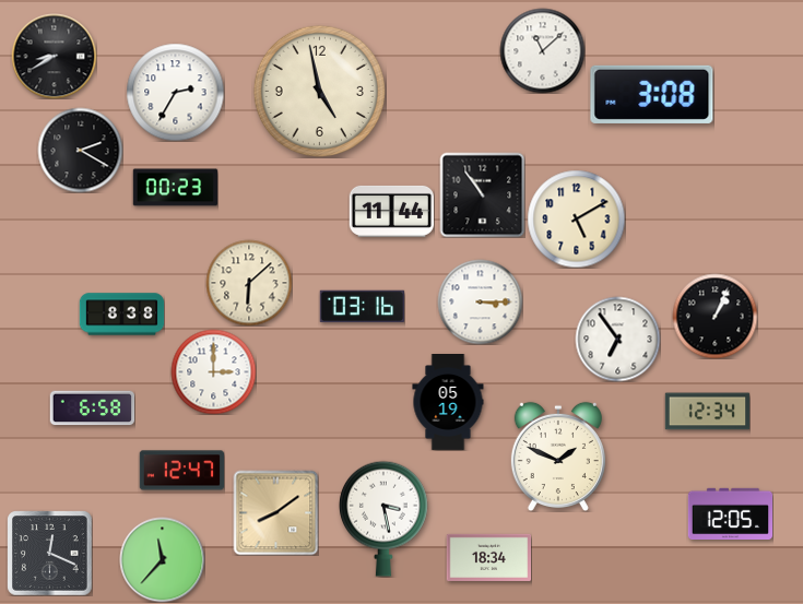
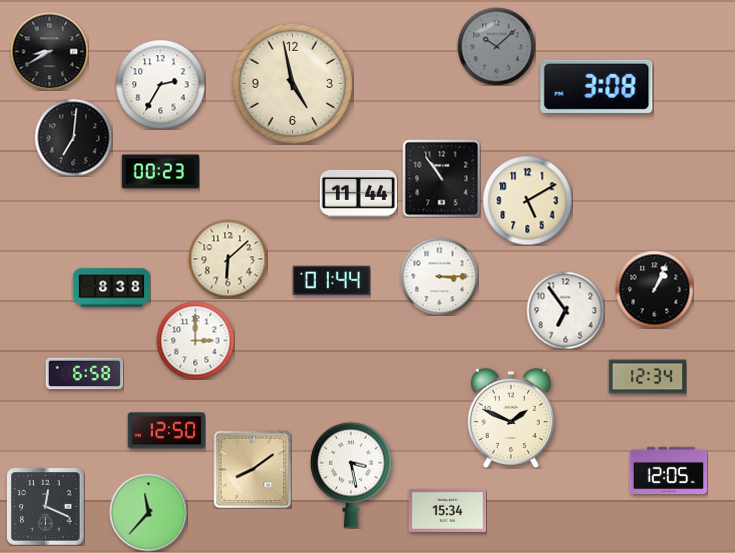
clock at (542, 50): 11:08 -> 10:08
clock at (542, 50) dial: white -> grey
clock at (80, 150): 2:20 -> 7:01
clock at (362, 307): 03:16 -> 01:44
clock at (448, 403): 05:19 -> none
clock at (181, 471): 12:47 -> 12:50
clock at (488, 557): 18:34 -> 15:34
